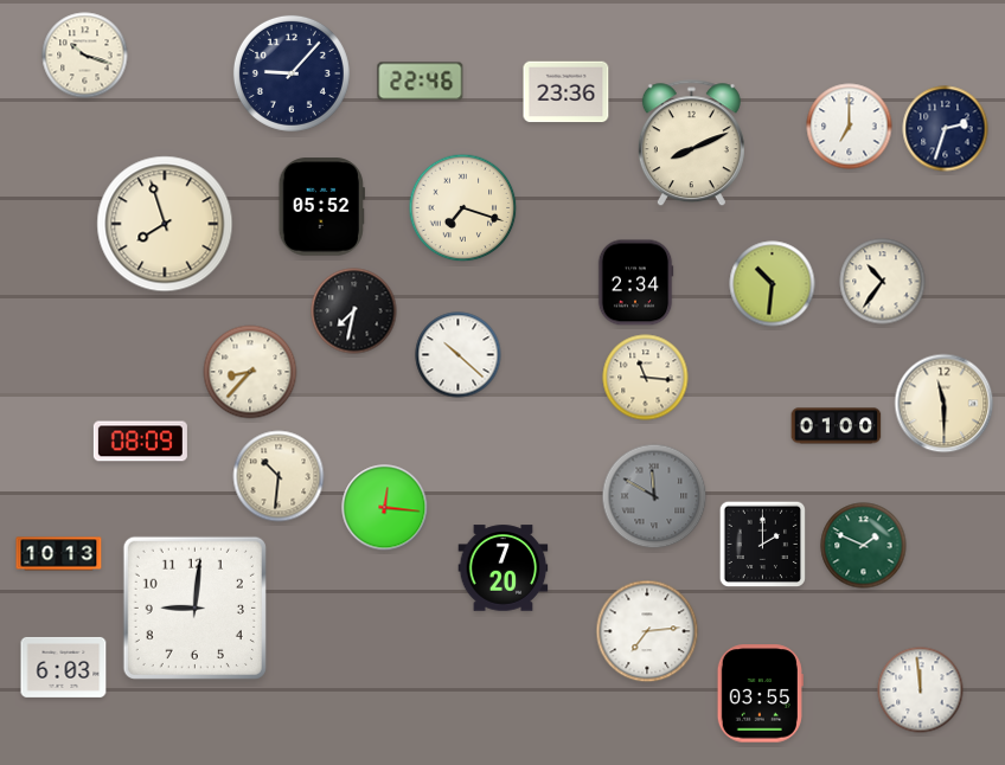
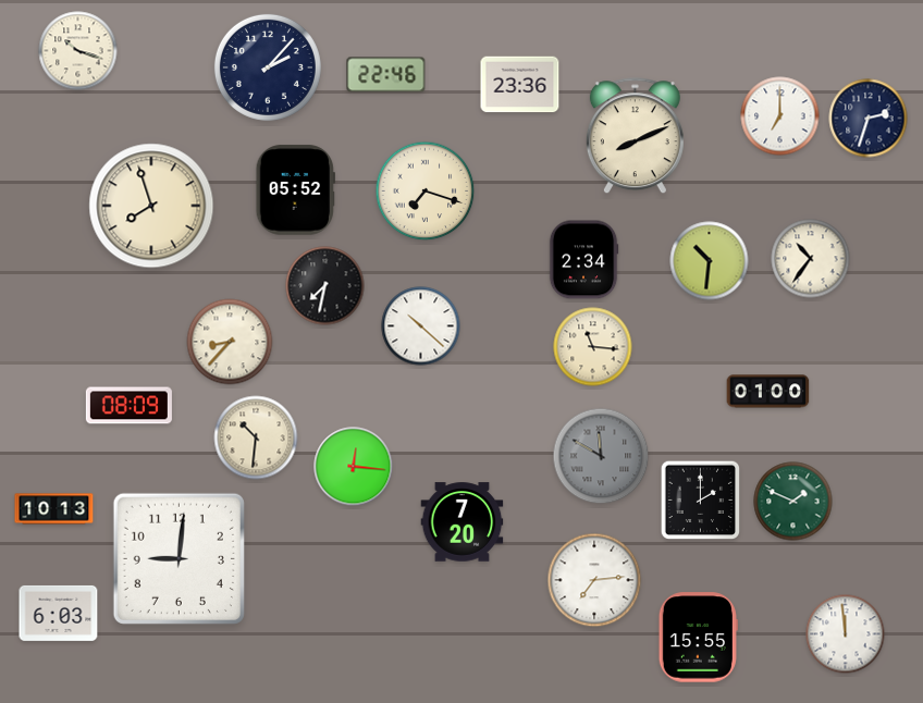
clock at (292, 73): 9:07 -> 2:07
clock at (691, 143) position: (691, 143) -> (635, 136)
clock at (945, 404): 11:30 -> none
clock at (760, 694): 03:55 -> 15:55
